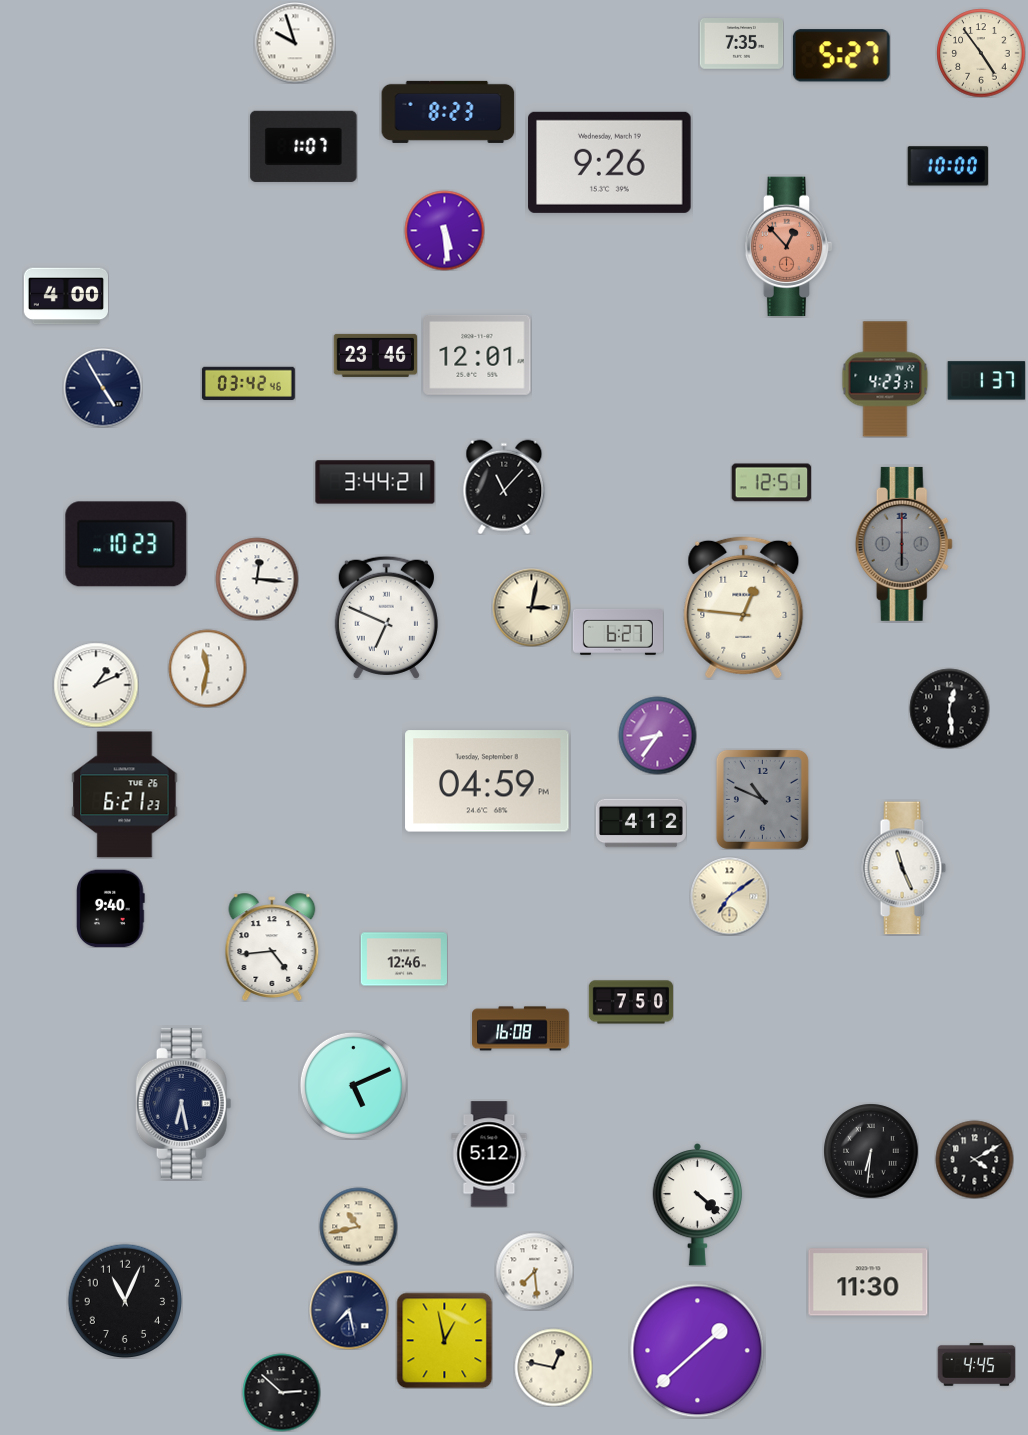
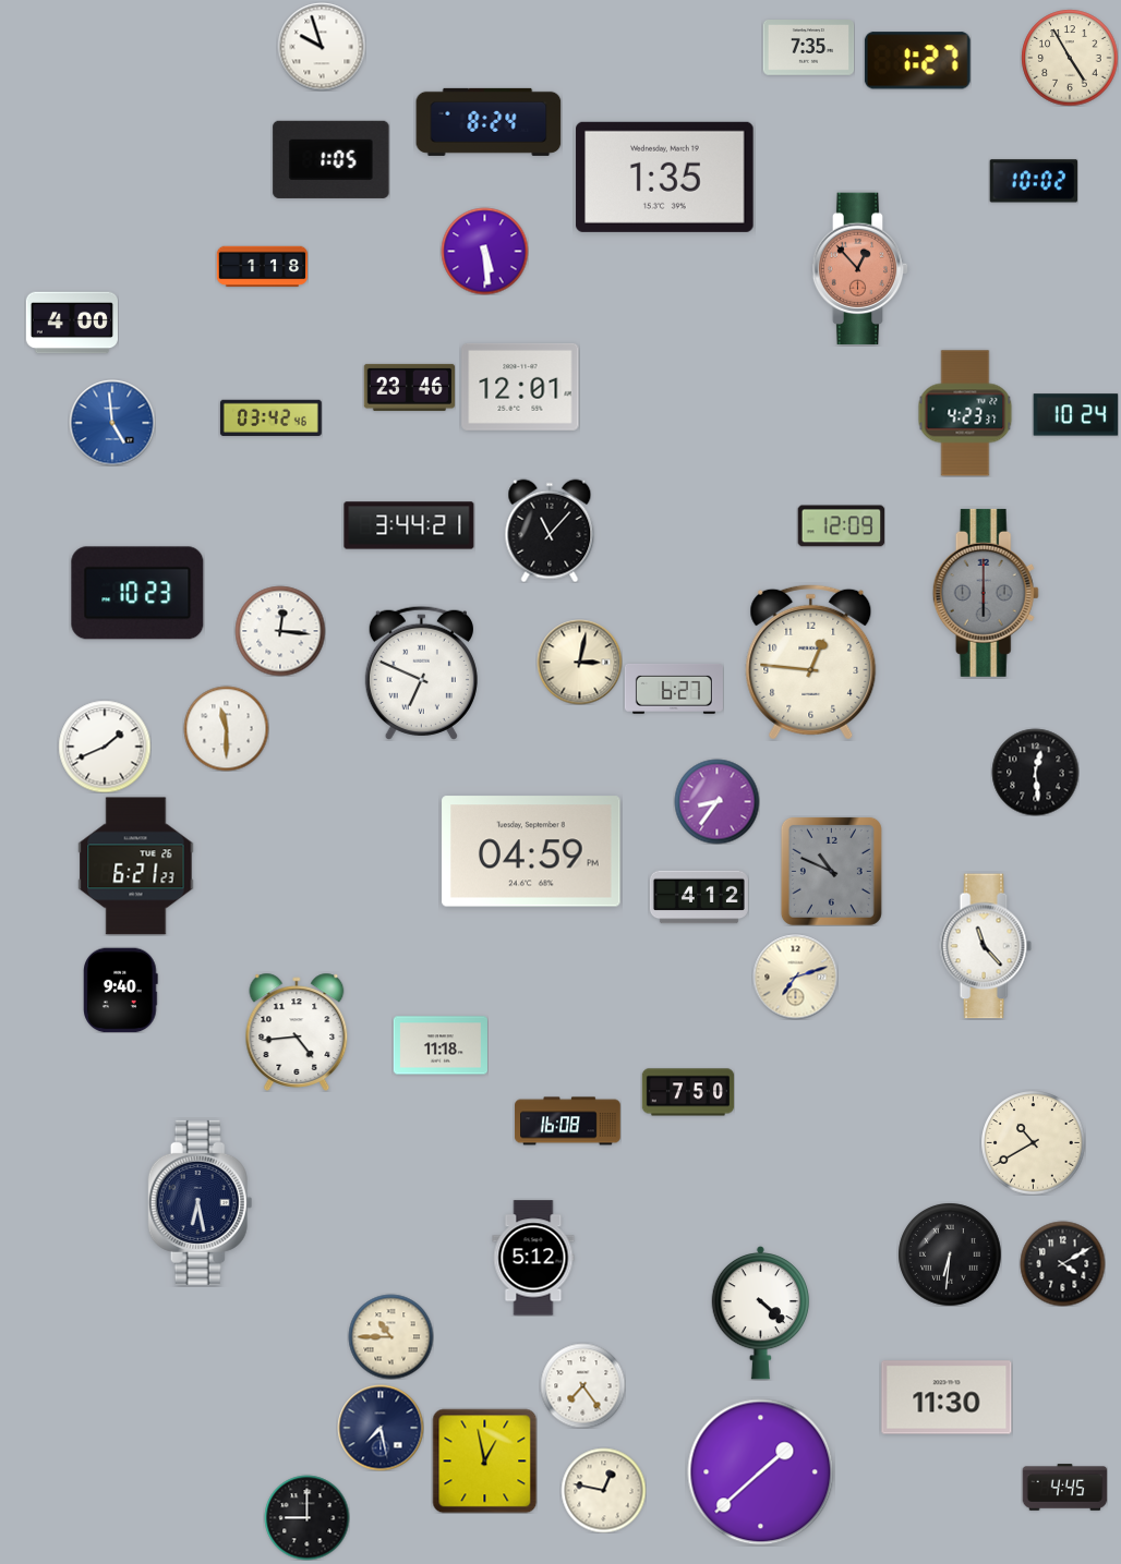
clock at (981, 53): 4:54 -> 4:55
clock at (841, 56): 5:27 -> 1:27
clock at (448, 112): 8:23 -> 8:24
clock at (304, 146): 1:07 -> 1:05
clock at (610, 162): 9:26 -> 1:35
clock at (948, 166): 10:00 -> 10:02
clock at (262, 267): none -> 1:18
clock at (986, 381): 1:37 -> 10:24
clock at (103, 388): 4:55 -> 4:59
clock at (103, 388) dial: navy -> blue
clock at (771, 483): 12:51 -> 12:09
clock at (207, 668): 11:32 -> 11:30
clock at (96, 685): 1:11 -> 1:41
clock at (904, 868): 11:26 -> 11:23
clock at (729, 896): 7:09 -> 7:12
clock at (404, 959): 12:46 -> 11:18
clock at (1033, 1142): none -> 10:40
clock at (353, 1085): 5:11 -> none
clock at (358, 1226): 10:43 -> 10:45
clock at (534, 1271): 7:29 -> 7:24
clock at (124, 1300): 11:04 -> none
clock at (281, 1392): 2:52 -> 9:00
